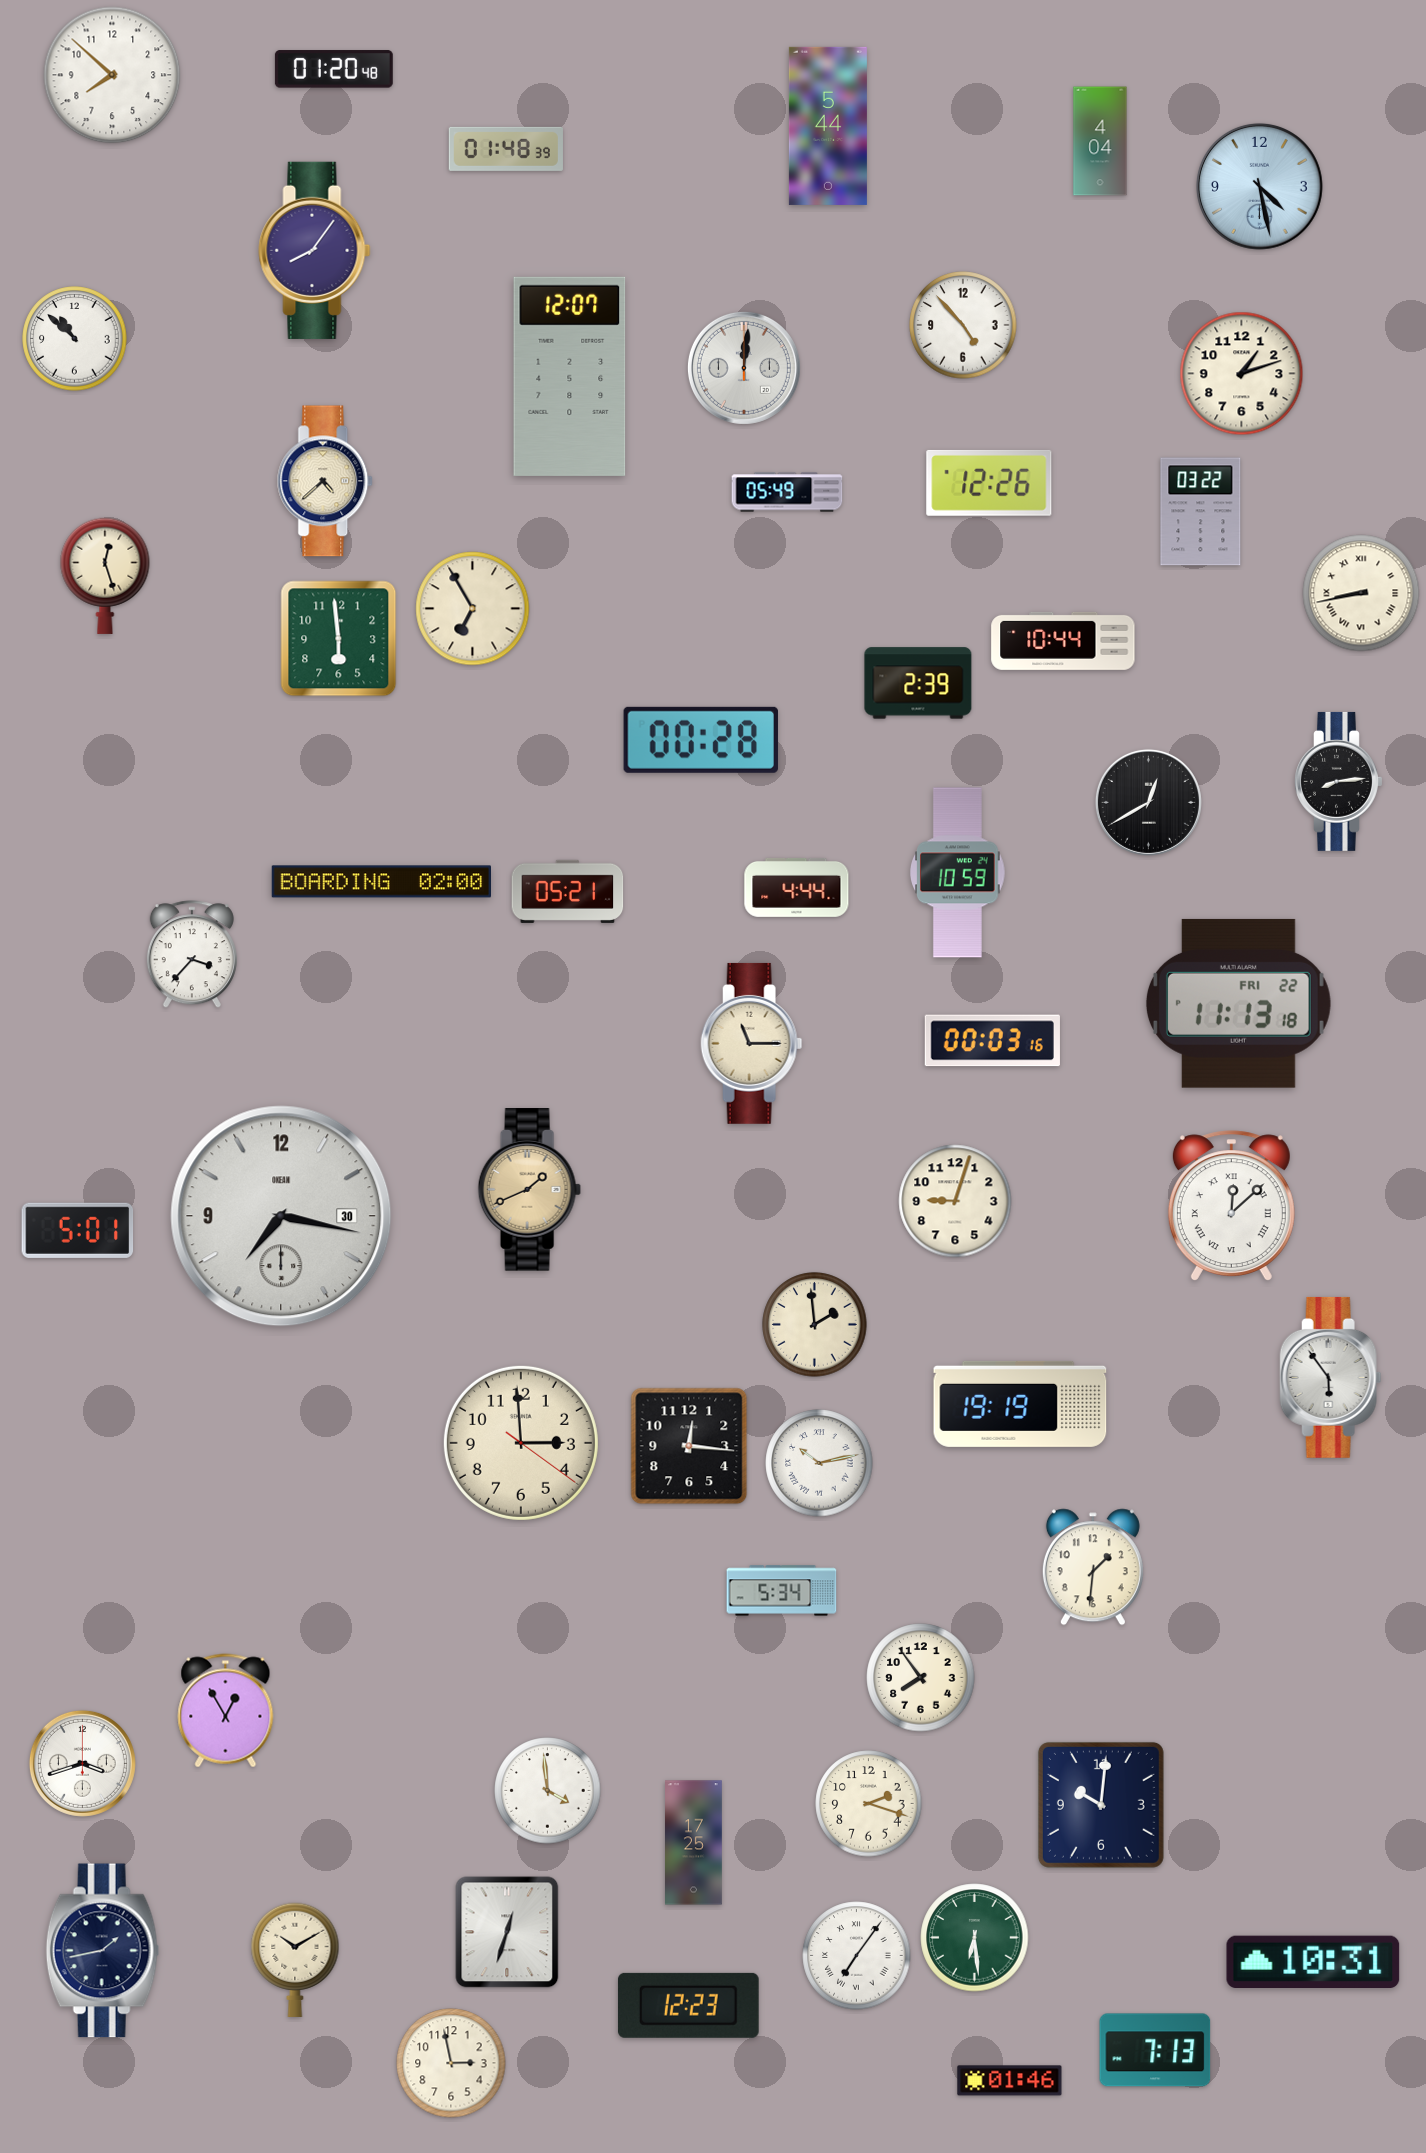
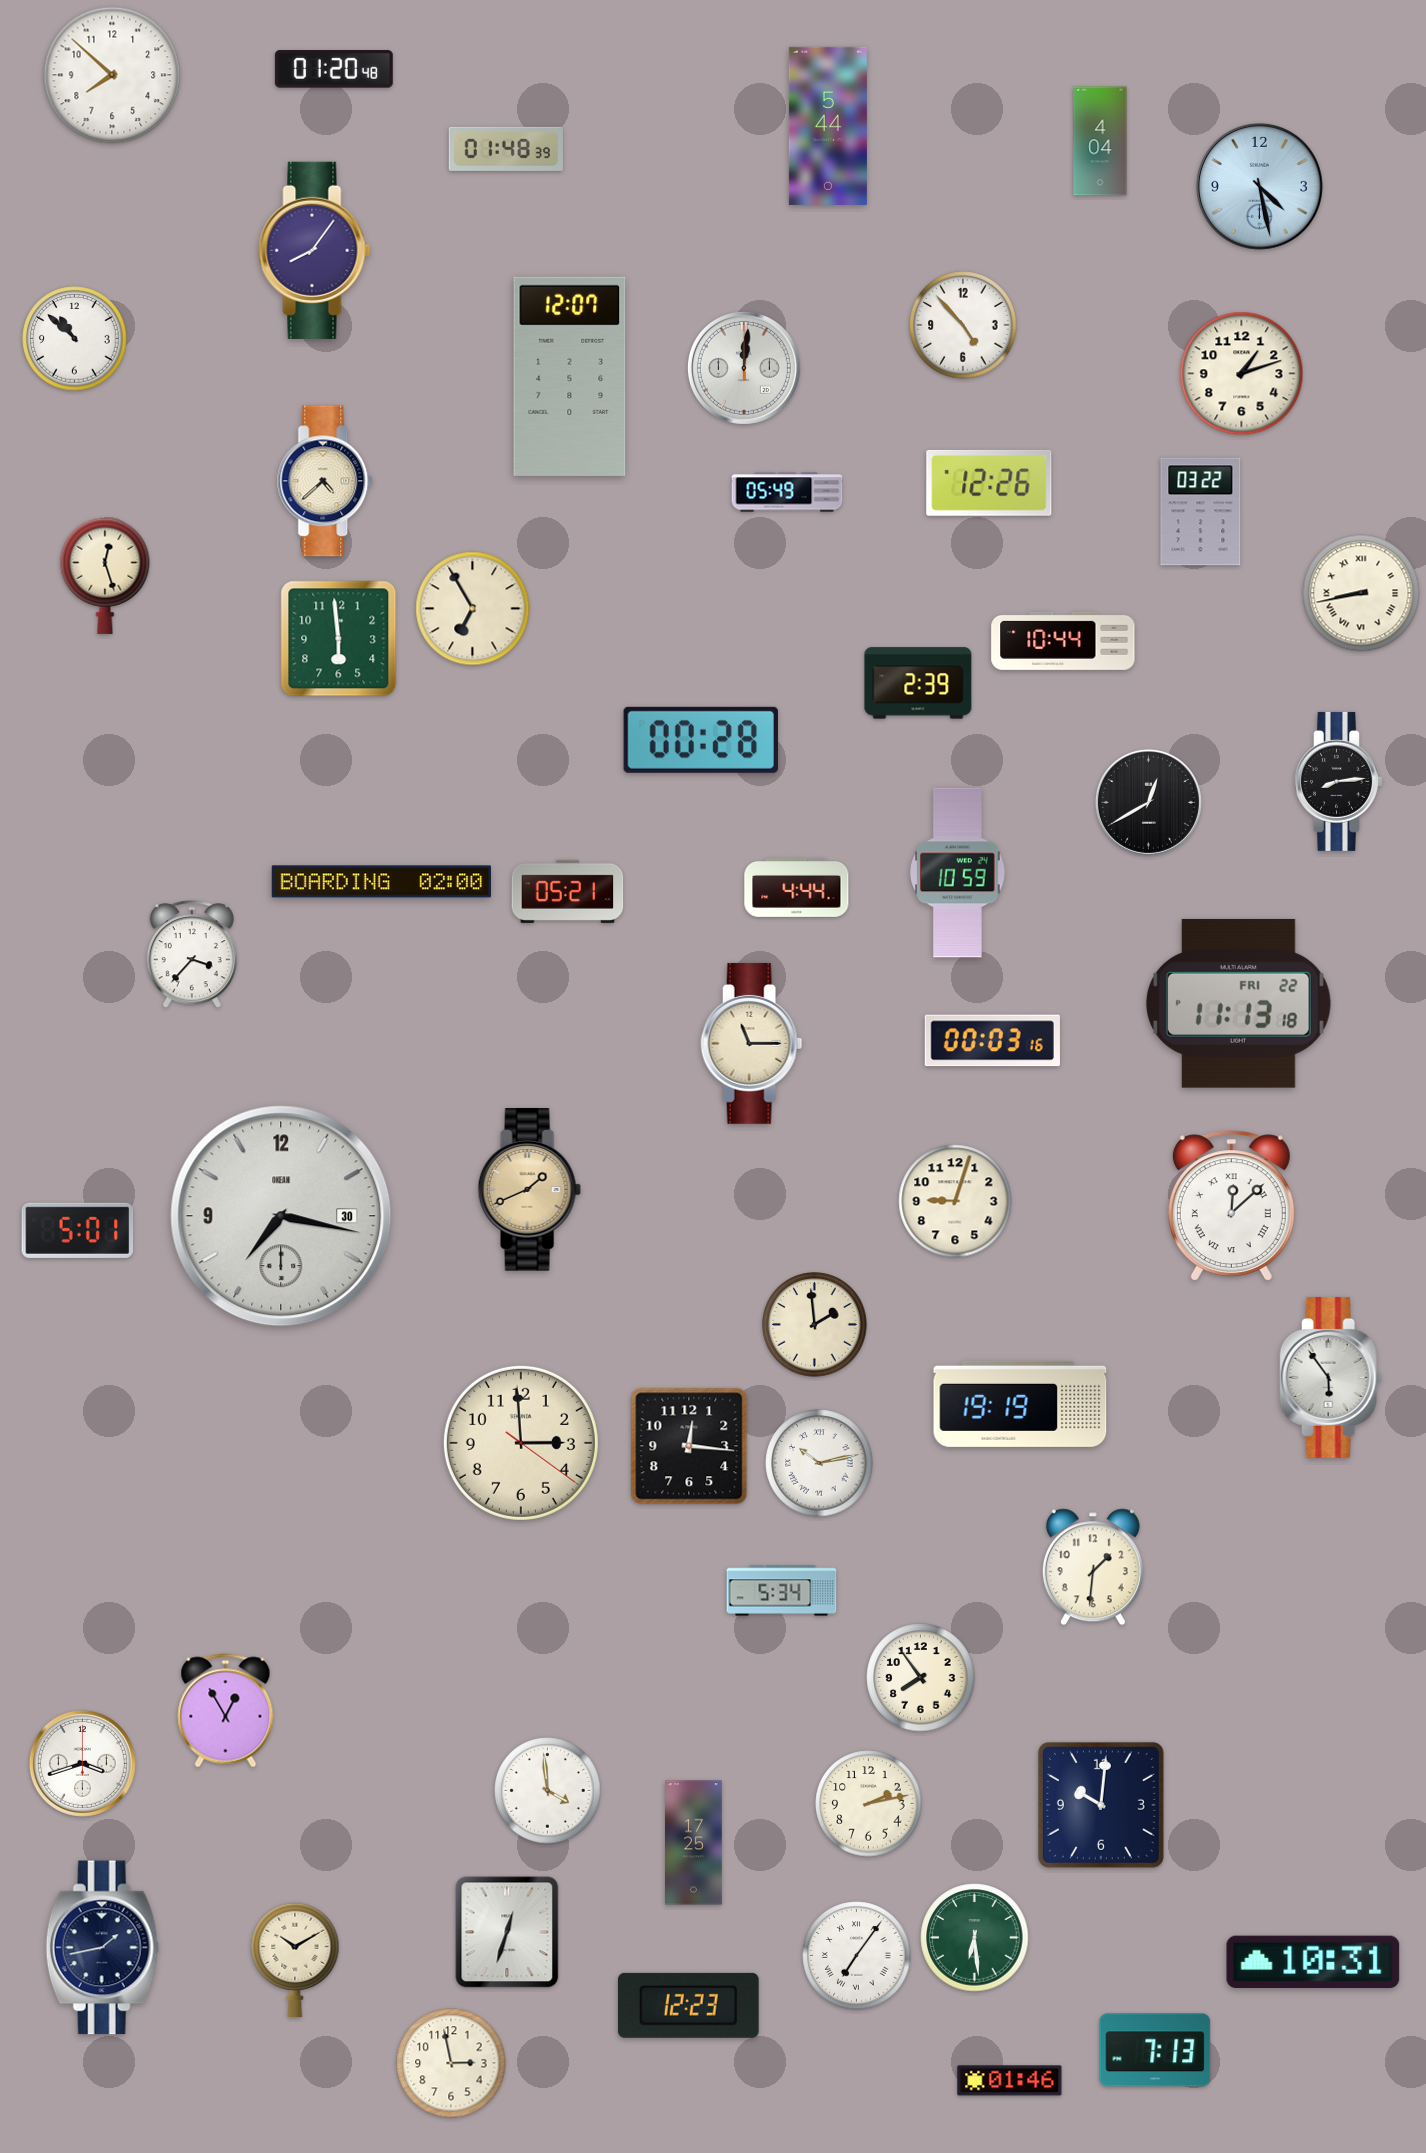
clock at (869, 1804): 2:18 -> 2:13
clock at (103, 1951) position: (103, 1951) -> (103, 1948)
